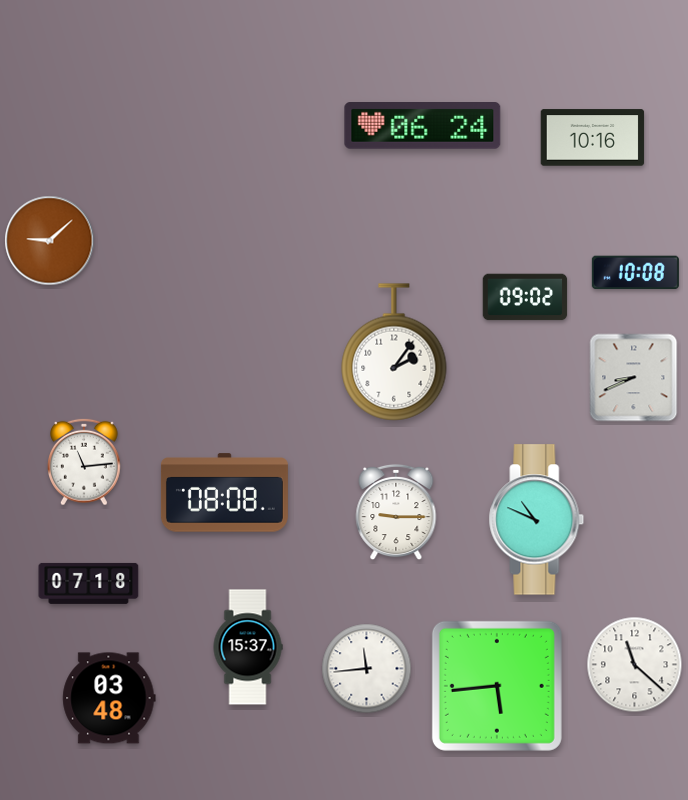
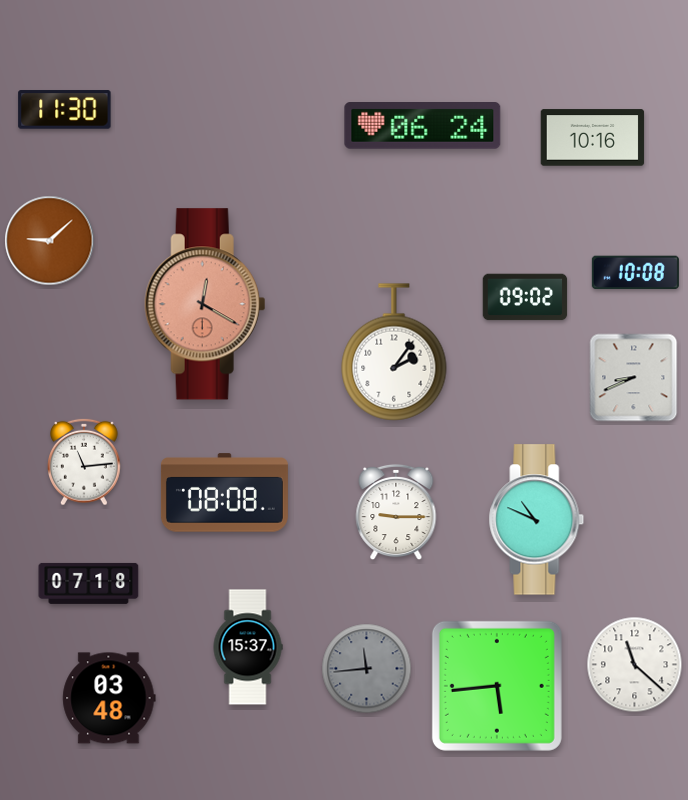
clock at (65, 110): none -> 11:30
clock at (205, 304): none -> 12:20
clock at (367, 669) dial: white -> grey
